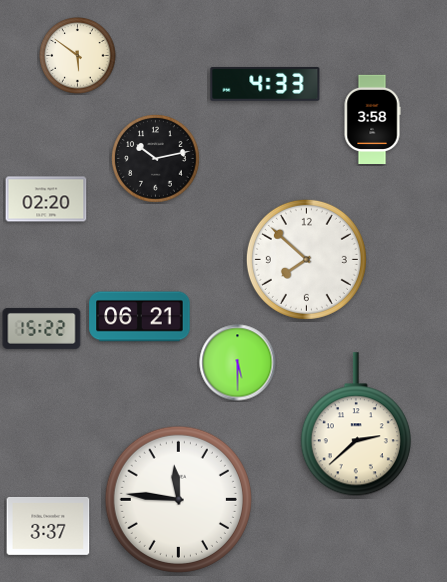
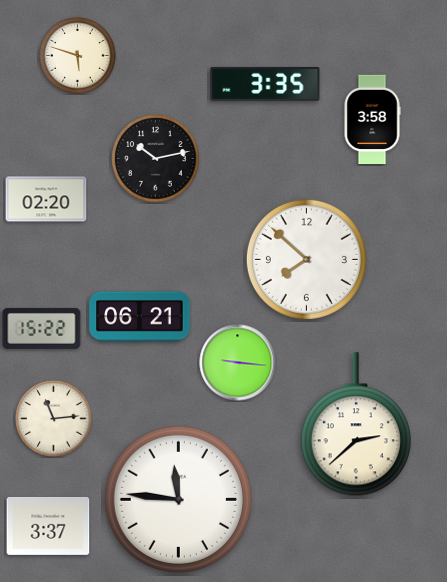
clock at (78, 56): 5:51 -> 5:48
clock at (265, 84): 4:33 -> 3:35
clock at (238, 363): 5:30 -> 9:16
clock at (54, 419): none -> 11:14
